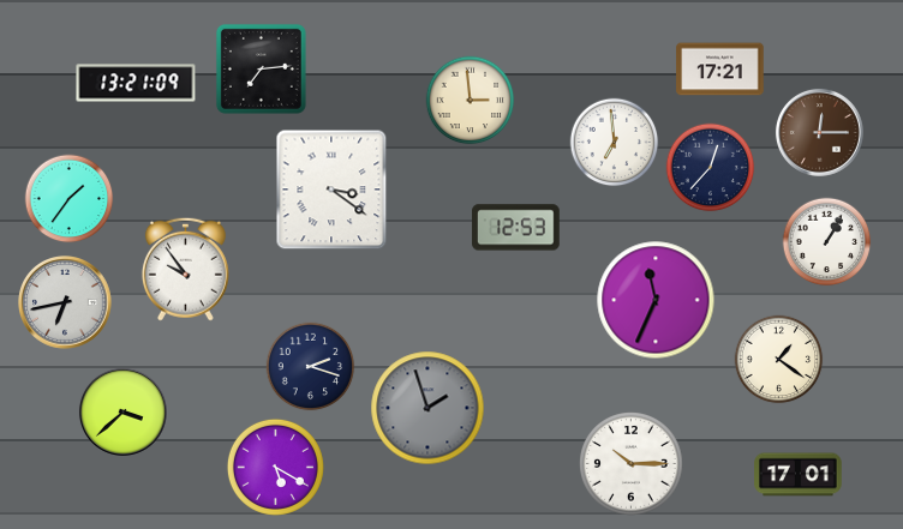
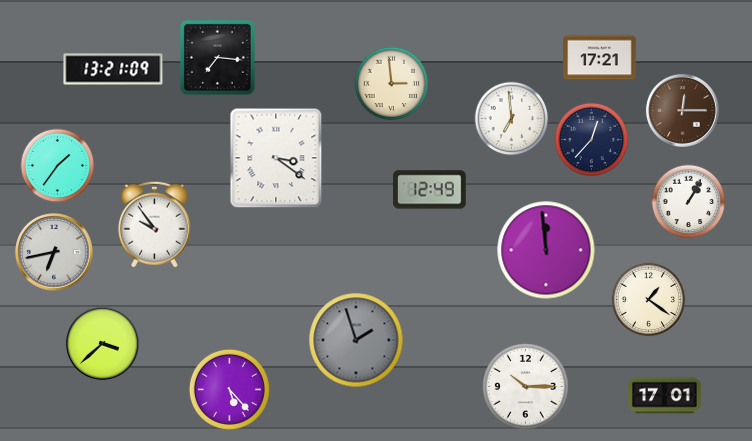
clock at (261, 68): 7:14 -> 7:16
clock at (516, 228): 12:53 -> 12:49
clock at (656, 300): 11:34 -> 11:59
clock at (311, 367): 2:18 -> none
clock at (275, 467): 5:20 -> 5:23
